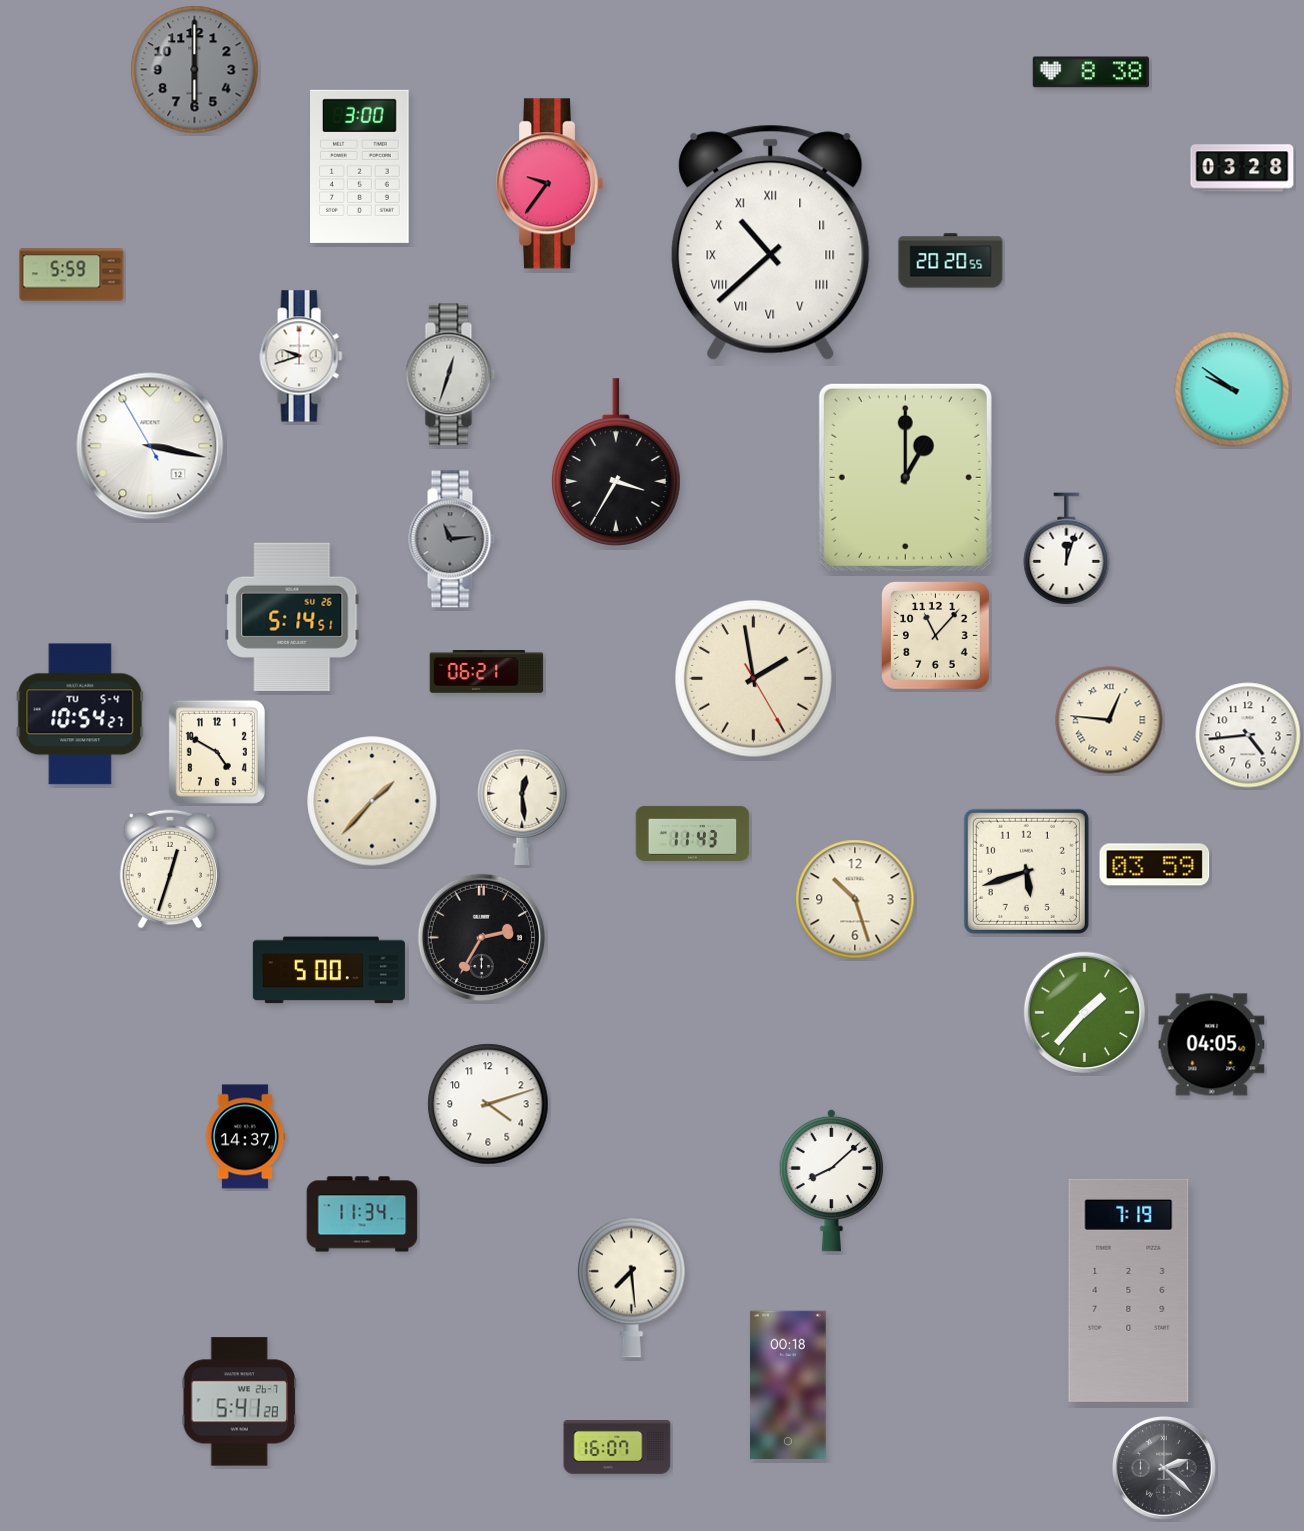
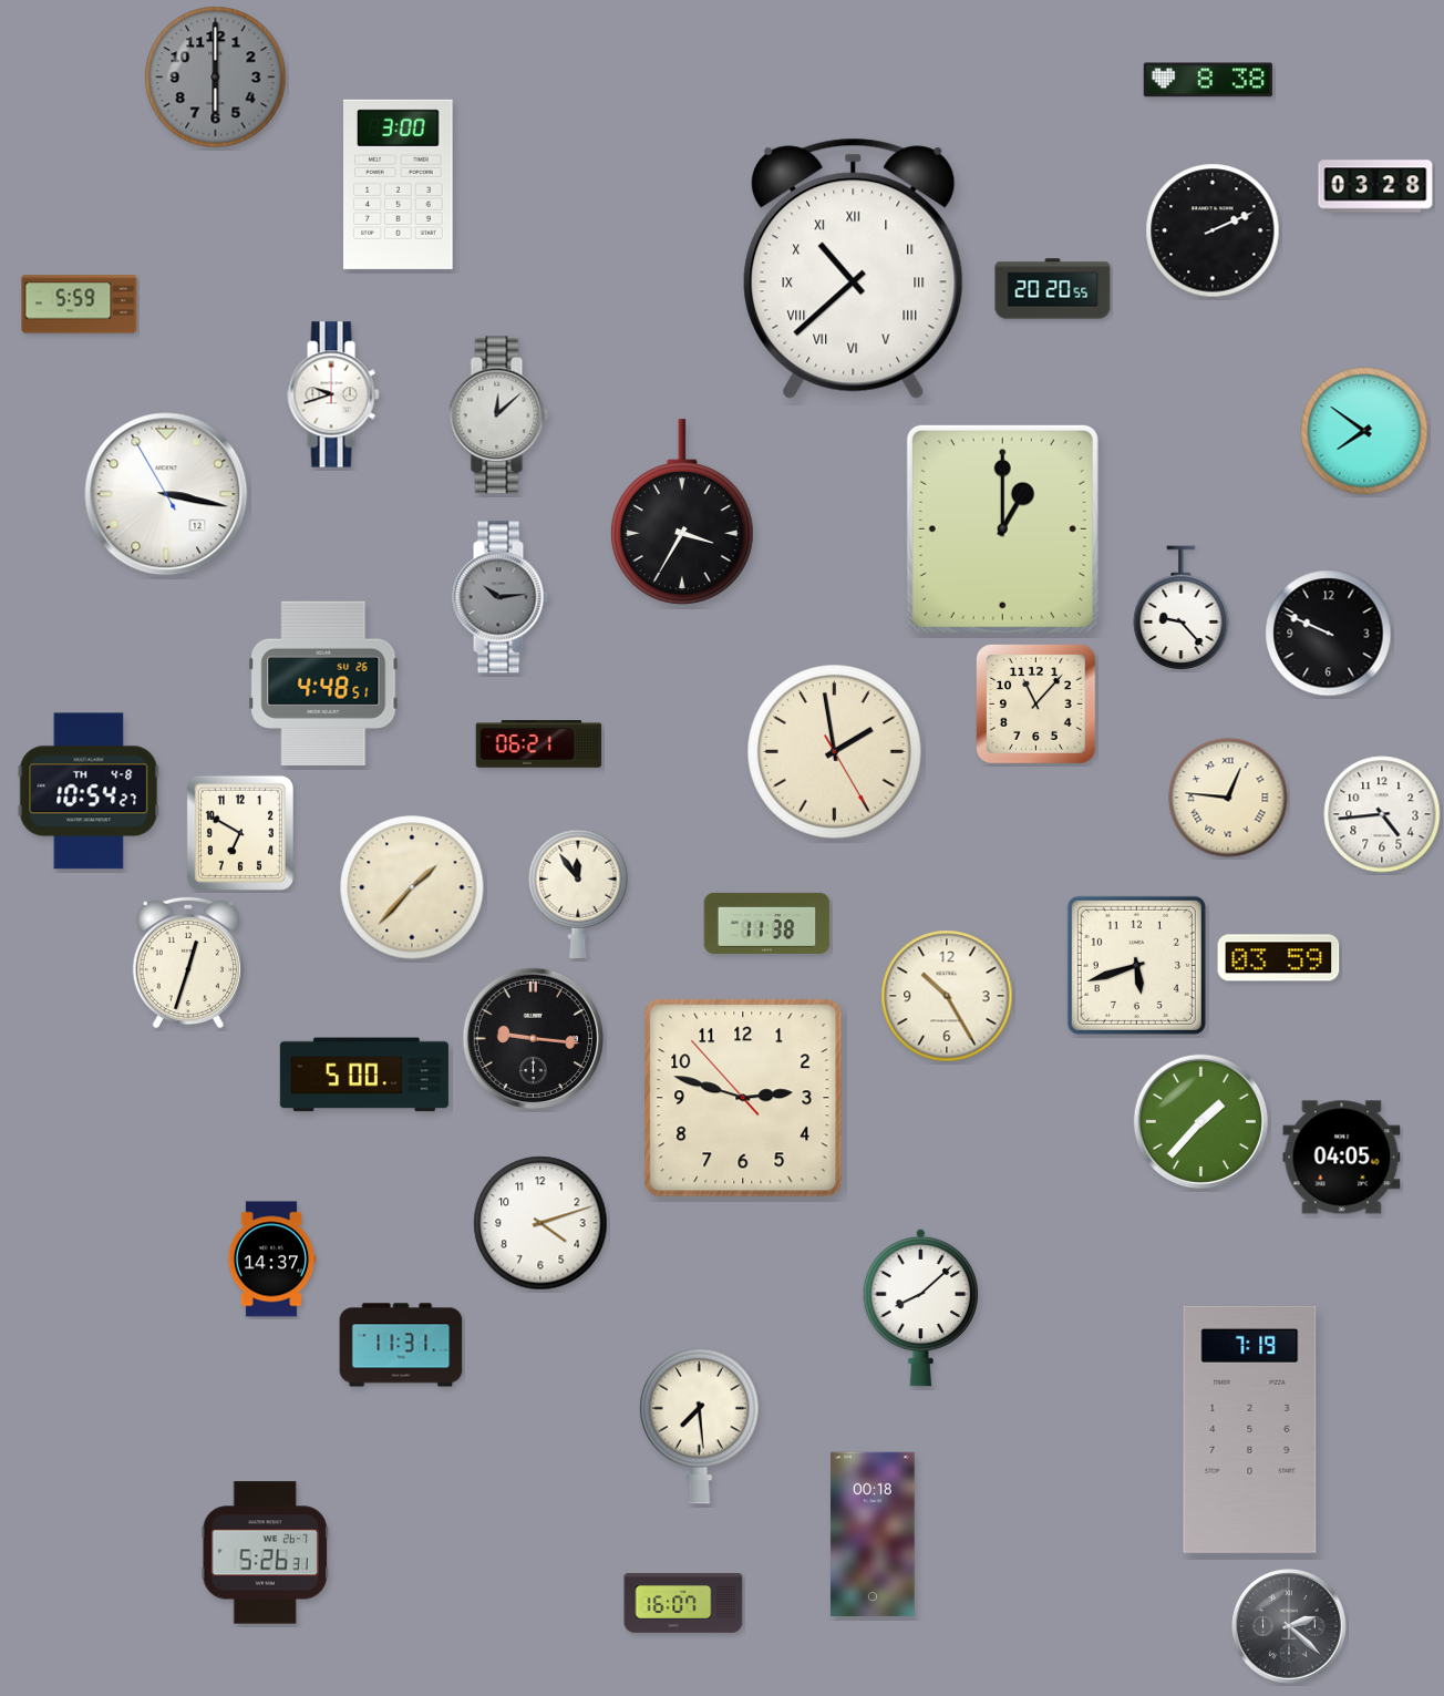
clock at (550, 184): 9:36 -> none
clock at (1213, 230): none -> 2:11
clock at (451, 375): 12:33 -> 12:08
clock at (1232, 389): 9:51 -> 7:51
clock at (452, 539): 11:14 -> 10:14
clock at (1067, 549): 12:03 -> 9:23
clock at (1329, 634): none -> 9:49
clock at (292, 616): 5:14 -> 4:48
clock at (80, 714) date: TU 5-4 -> TH 4-8
clock at (217, 752): 4:50 -> 6:50
clock at (522, 807): 12:29 -> 11:54
clock at (693, 833): 11:43 -> 11:38
clock at (855, 899): 10:27 -> 10:25
clock at (482, 938): 2:35 -> 9:16
clock at (743, 1098): none -> 2:47
clock at (362, 1214): 11:34 -> 11:31
clock at (239, 1402): 5:41 -> 5:26
